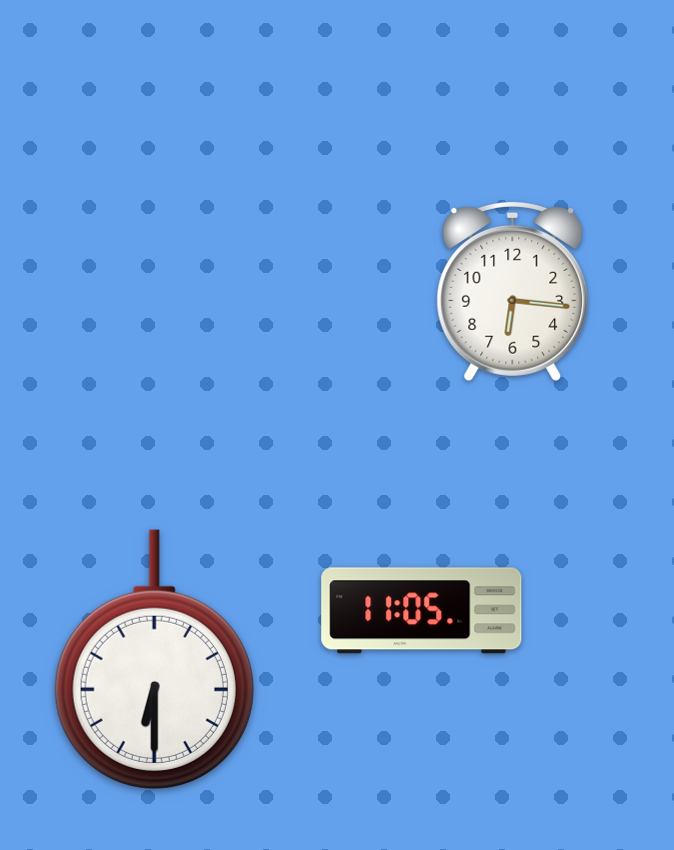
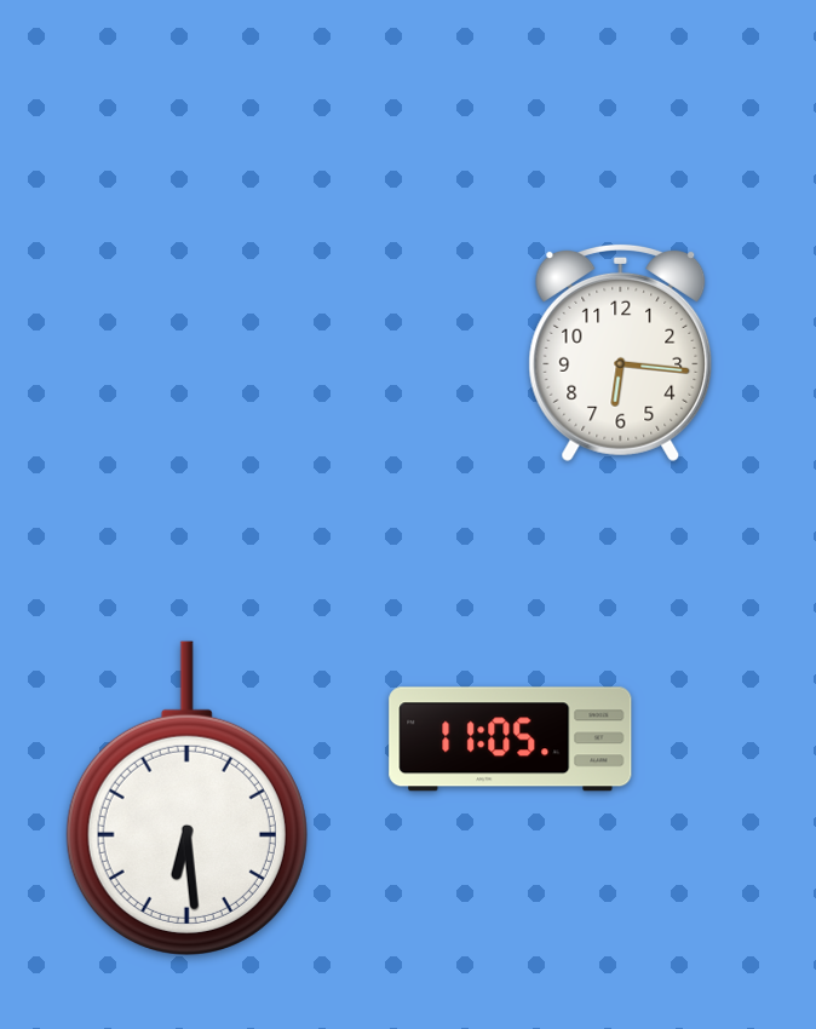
clock at (154, 659): 6:30 -> 6:29
